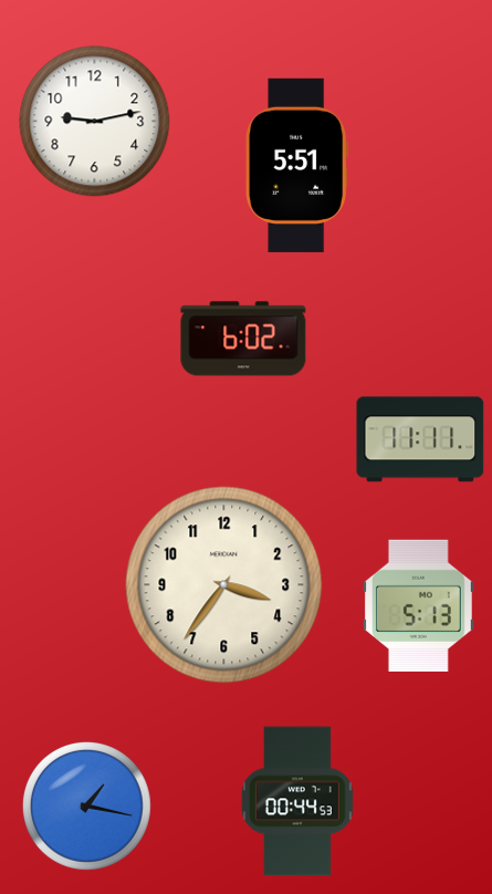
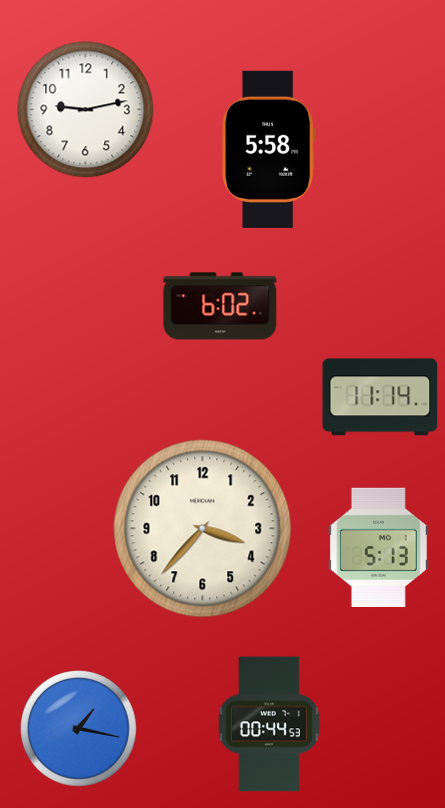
clock at (297, 165): 5:51 -> 5:58
clock at (420, 439): 11:11 -> 11:14
clock at (224, 585): 3:36 -> 3:37
